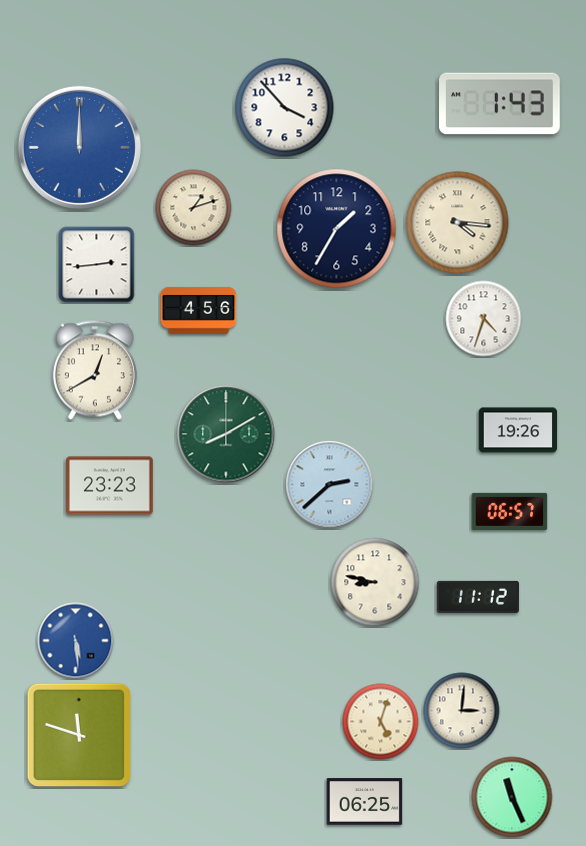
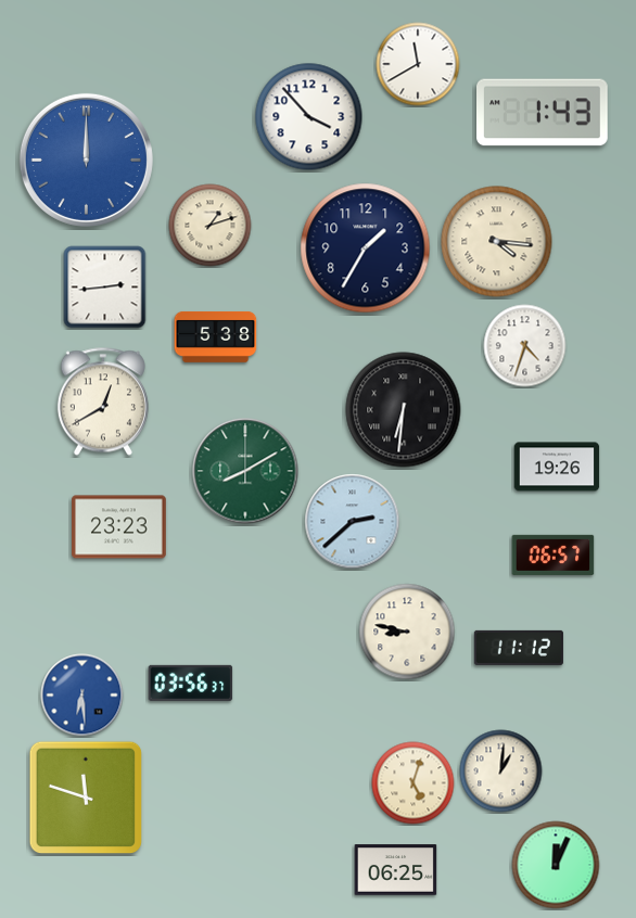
clock at (418, 64): none -> 11:40
clock at (199, 311): 4:56 -> 5:38
clock at (404, 410): none -> 6:31
clock at (518, 430) position: (518, 430) -> (557, 467)
clock at (330, 485) position: (330, 485) -> (353, 522)
clock at (191, 683): none -> 03:56
clock at (76, 641): 5:29 -> 6:29
clock at (462, 711): 3:01 -> 1:01
clock at (512, 797): 11:26 -> 12:04
